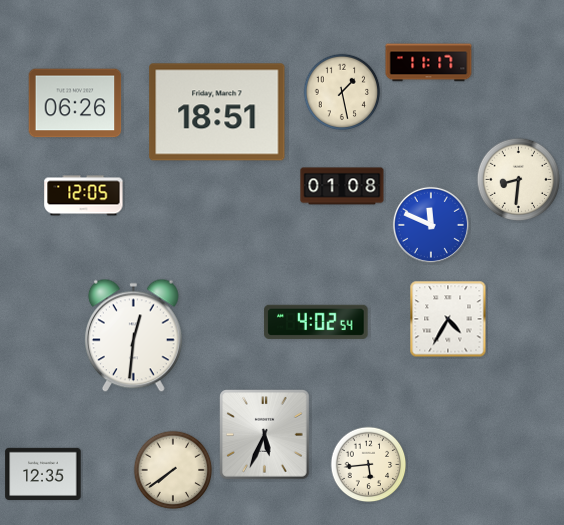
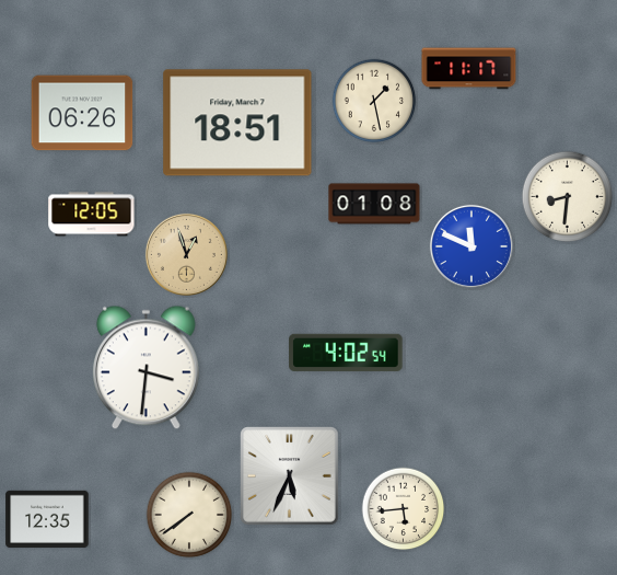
clock at (186, 254): none -> 12:57
clock at (448, 319): 4:35 -> none
clock at (133, 336): 12:31 -> 3:31
